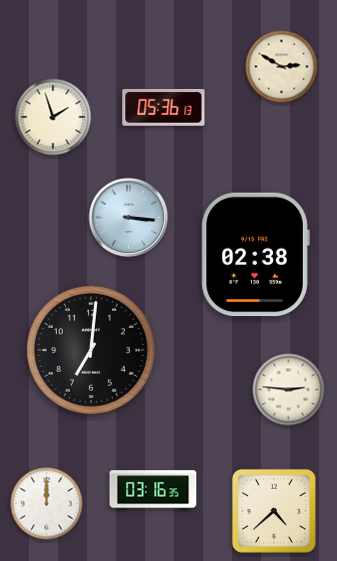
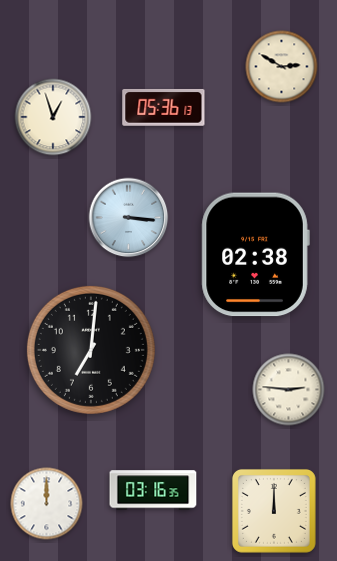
clock at (53, 117): 1:57 -> 12:57
clock at (274, 511): 4:38 -> 12:00
